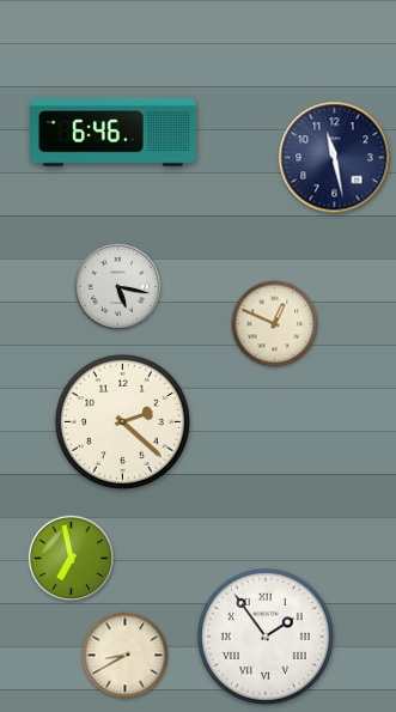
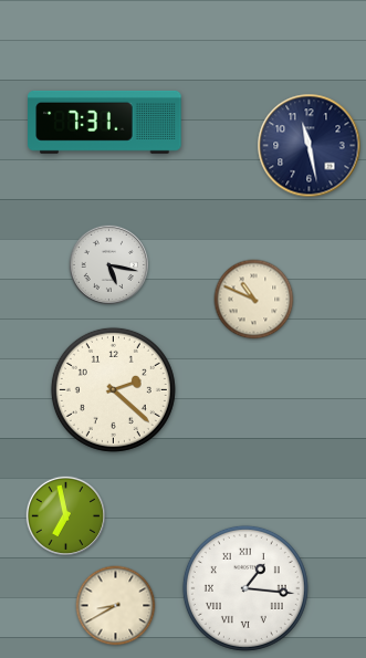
clock at (114, 132): 6:46 -> 7:31
clock at (275, 324): 12:49 -> 10:49
clock at (266, 637): 1:54 -> 1:16
